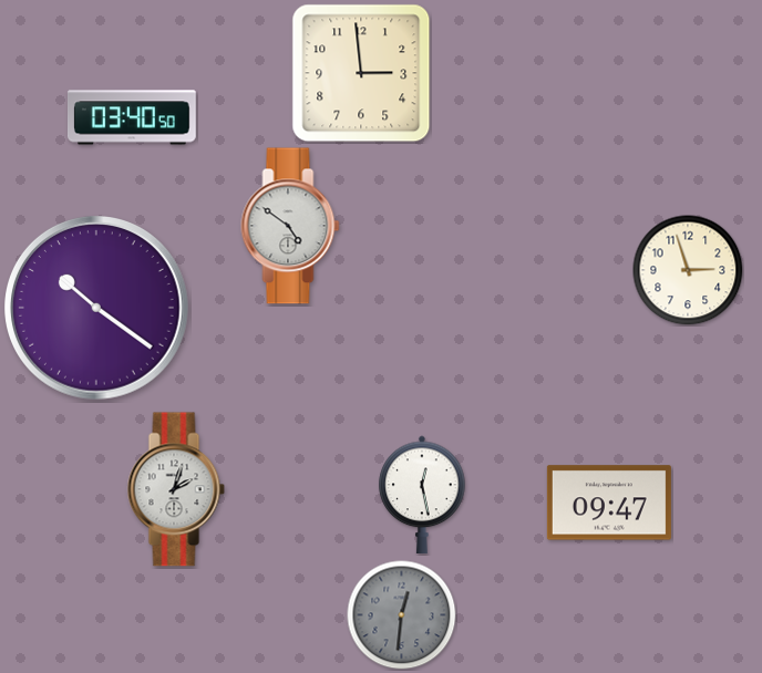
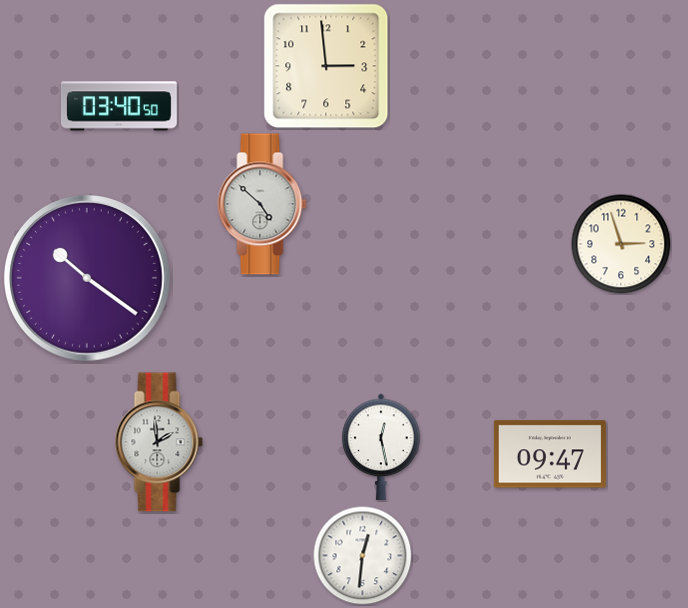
clock at (290, 226): 4:51 -> 4:52
clock at (176, 489): 2:03 -> 1:59
clock at (402, 615) dial: grey -> white
